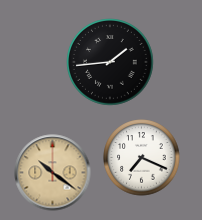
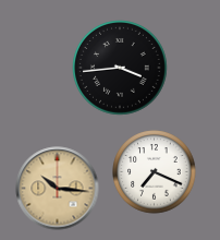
clock at (111, 63): 1:44 -> 3:44
clock at (53, 173): 10:21 -> 10:16
